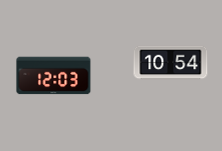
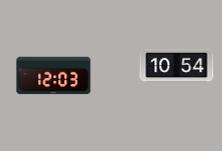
clock at (171, 63) position: (171, 63) -> (177, 66)
